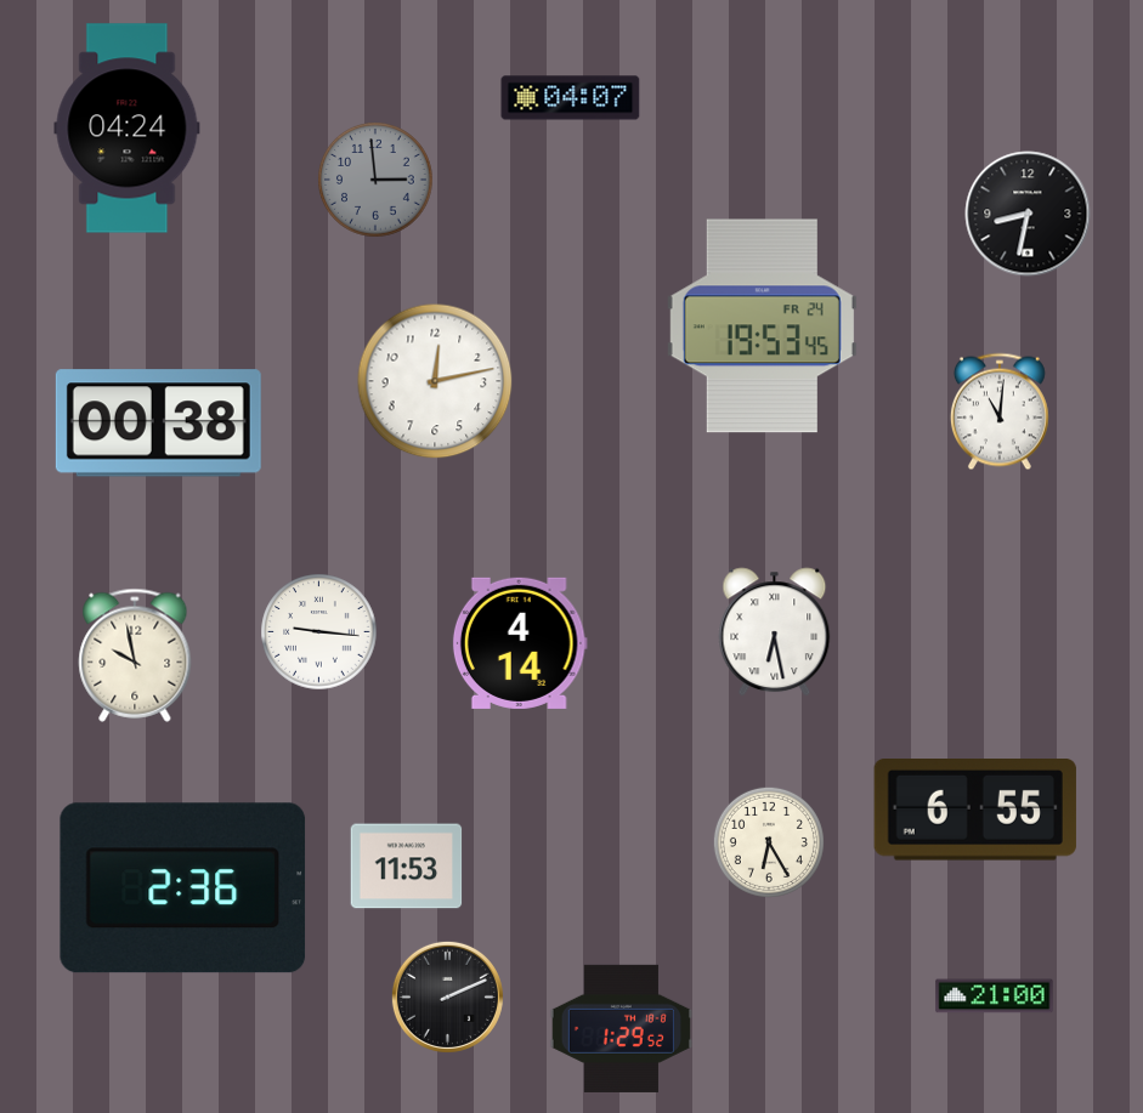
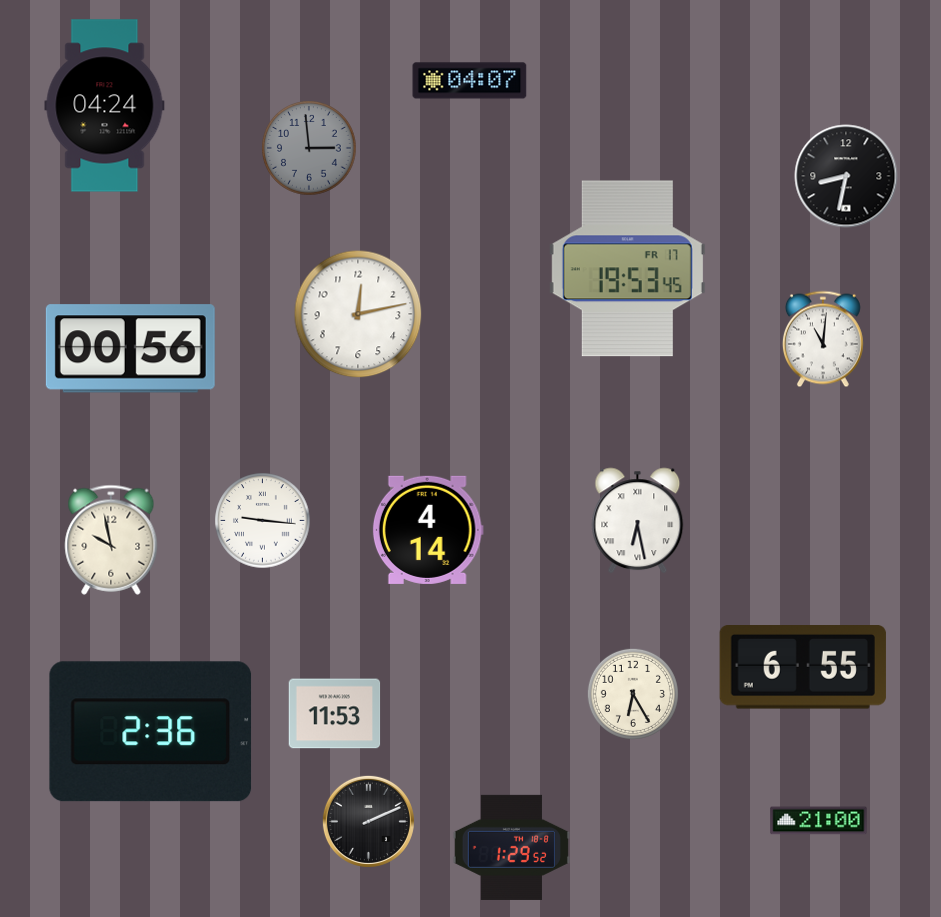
clock at (762, 326) date: FR 24 -> FR 17
clock at (158, 424): 00:38 -> 00:56
